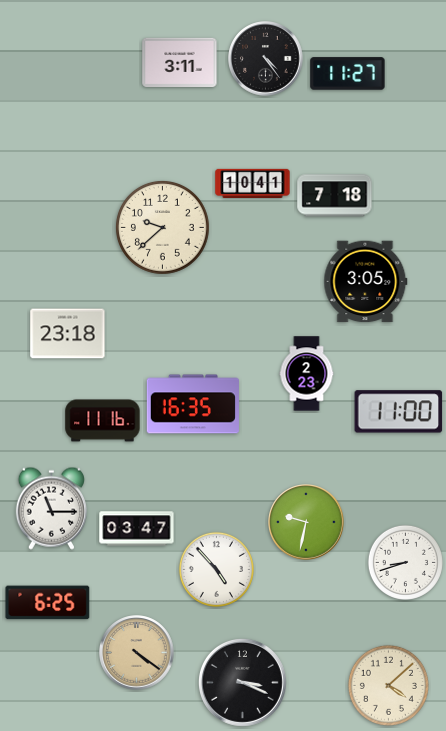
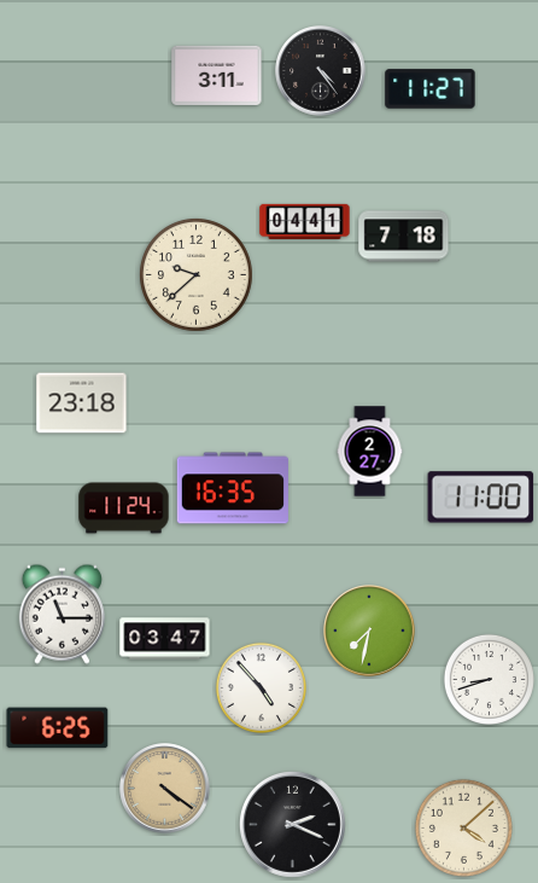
clock at (348, 74) position: (348, 74) -> (431, 89)
clock at (253, 183): 10:41 -> 04:41
clock at (366, 282): 3:05 -> none
clock at (307, 374): 2:23 -> 2:27
clock at (103, 421): 11:16 -> 11:24
clock at (306, 522): 9:32 -> 7:32
clock at (242, 682): 3:19 -> 2:19
clock at (388, 685) position: (388, 685) -> (463, 827)
